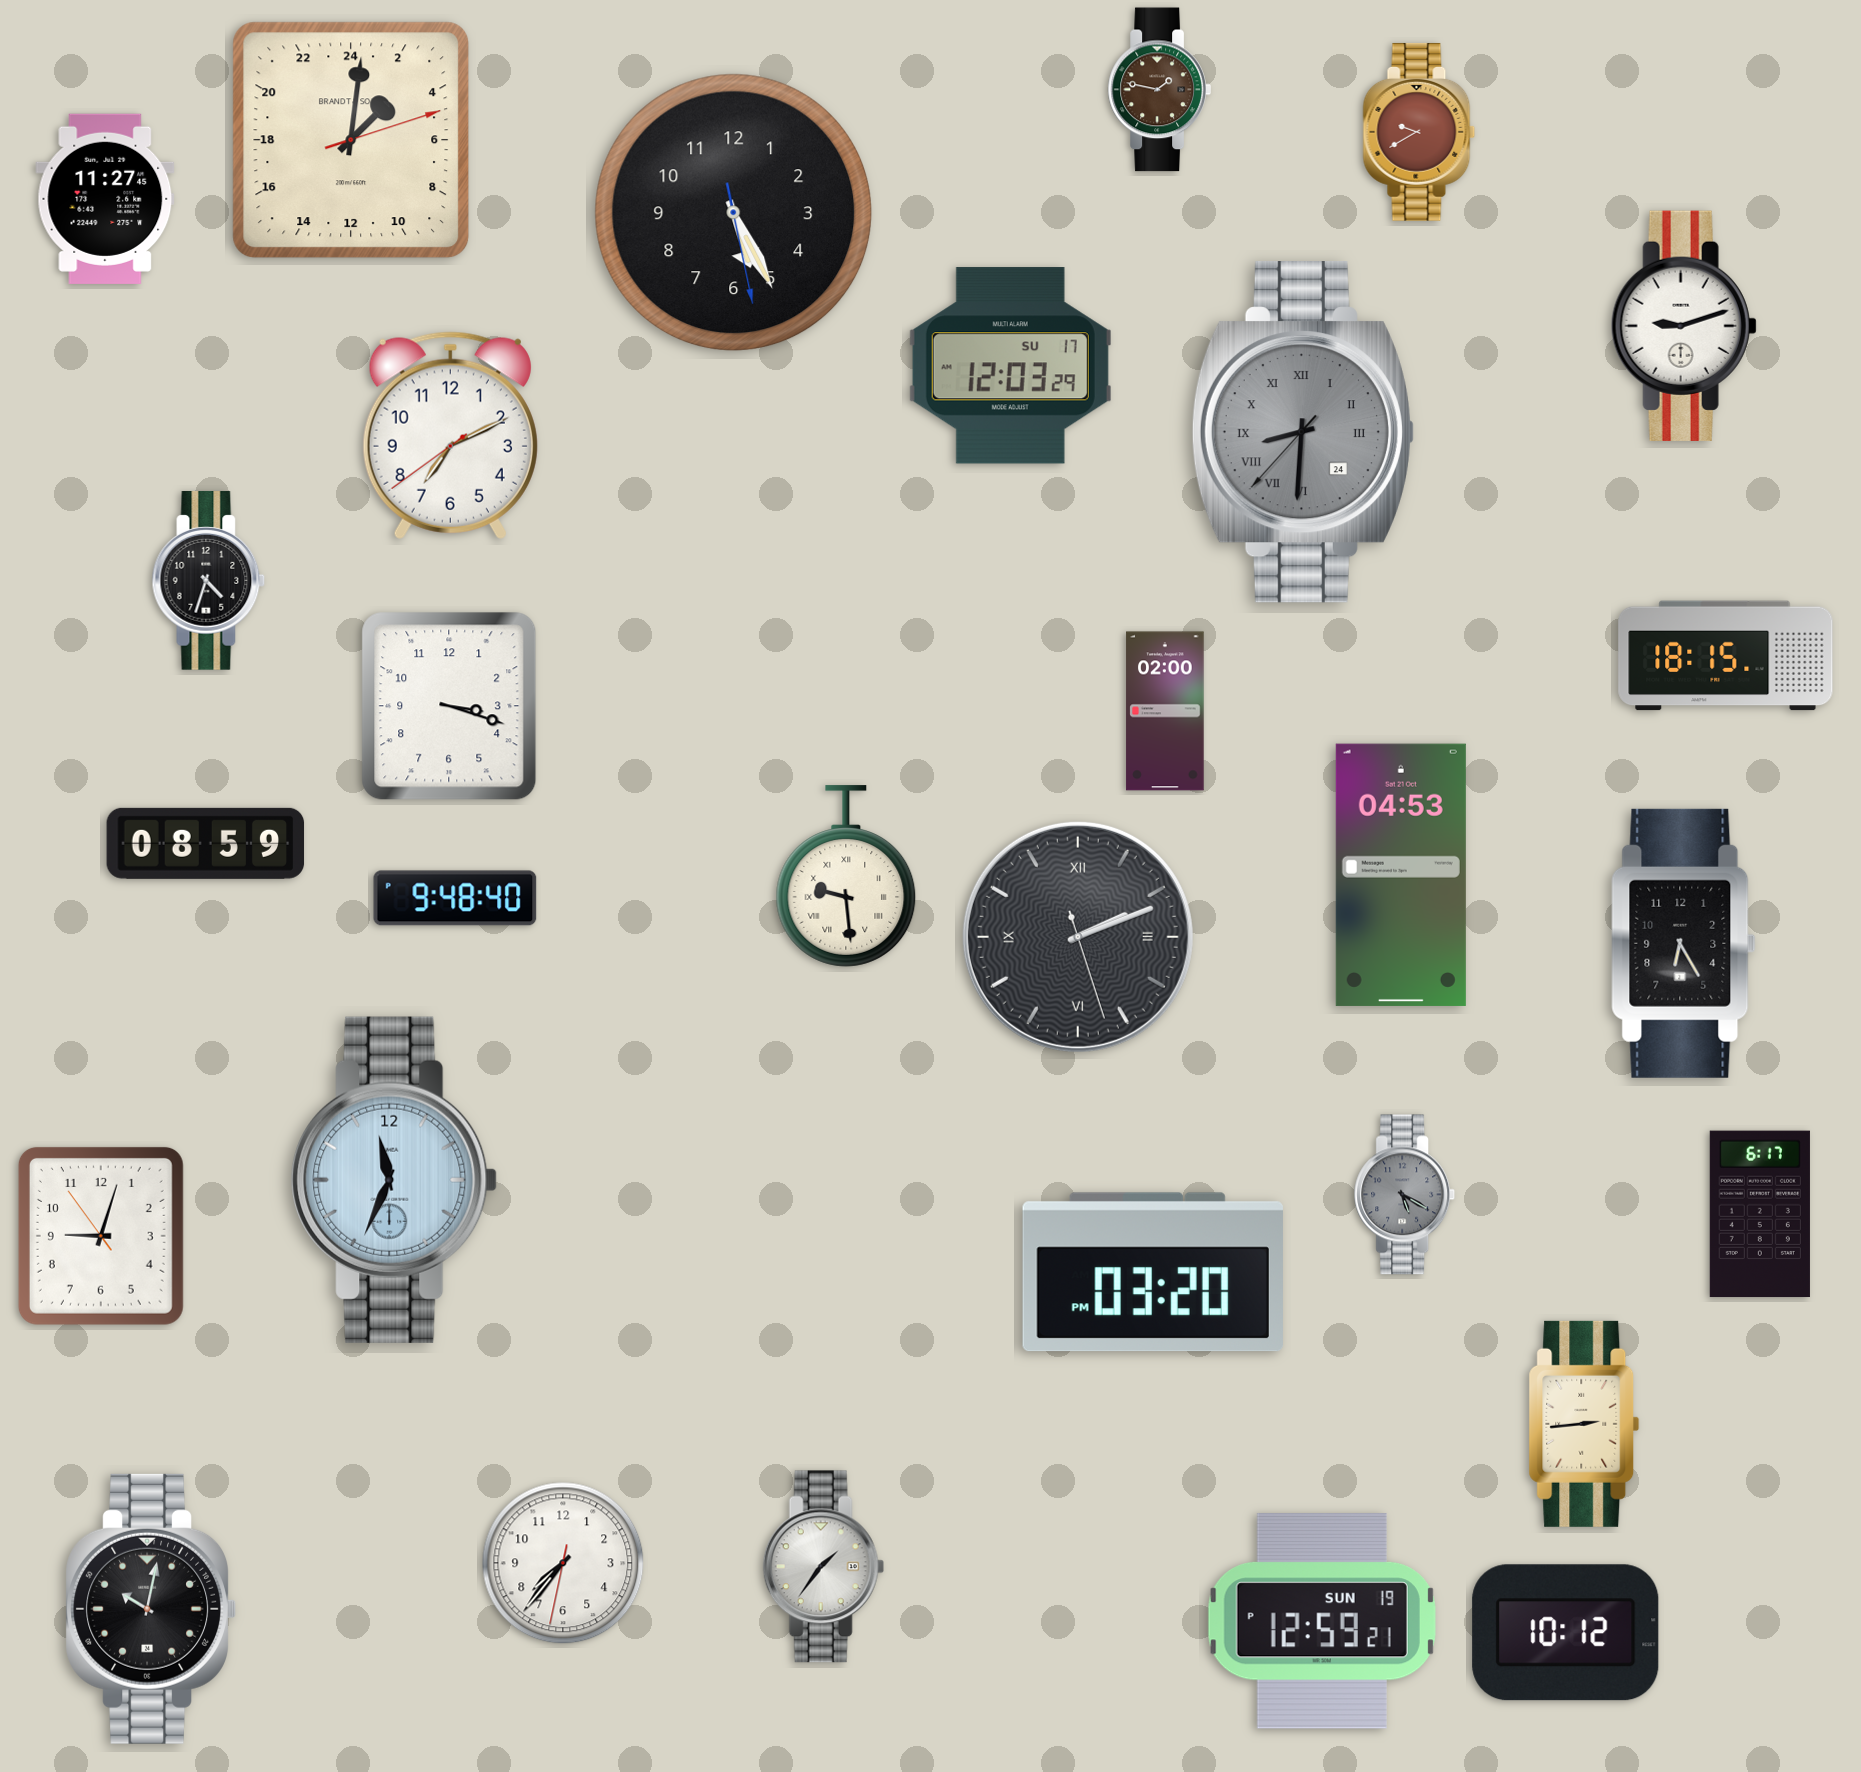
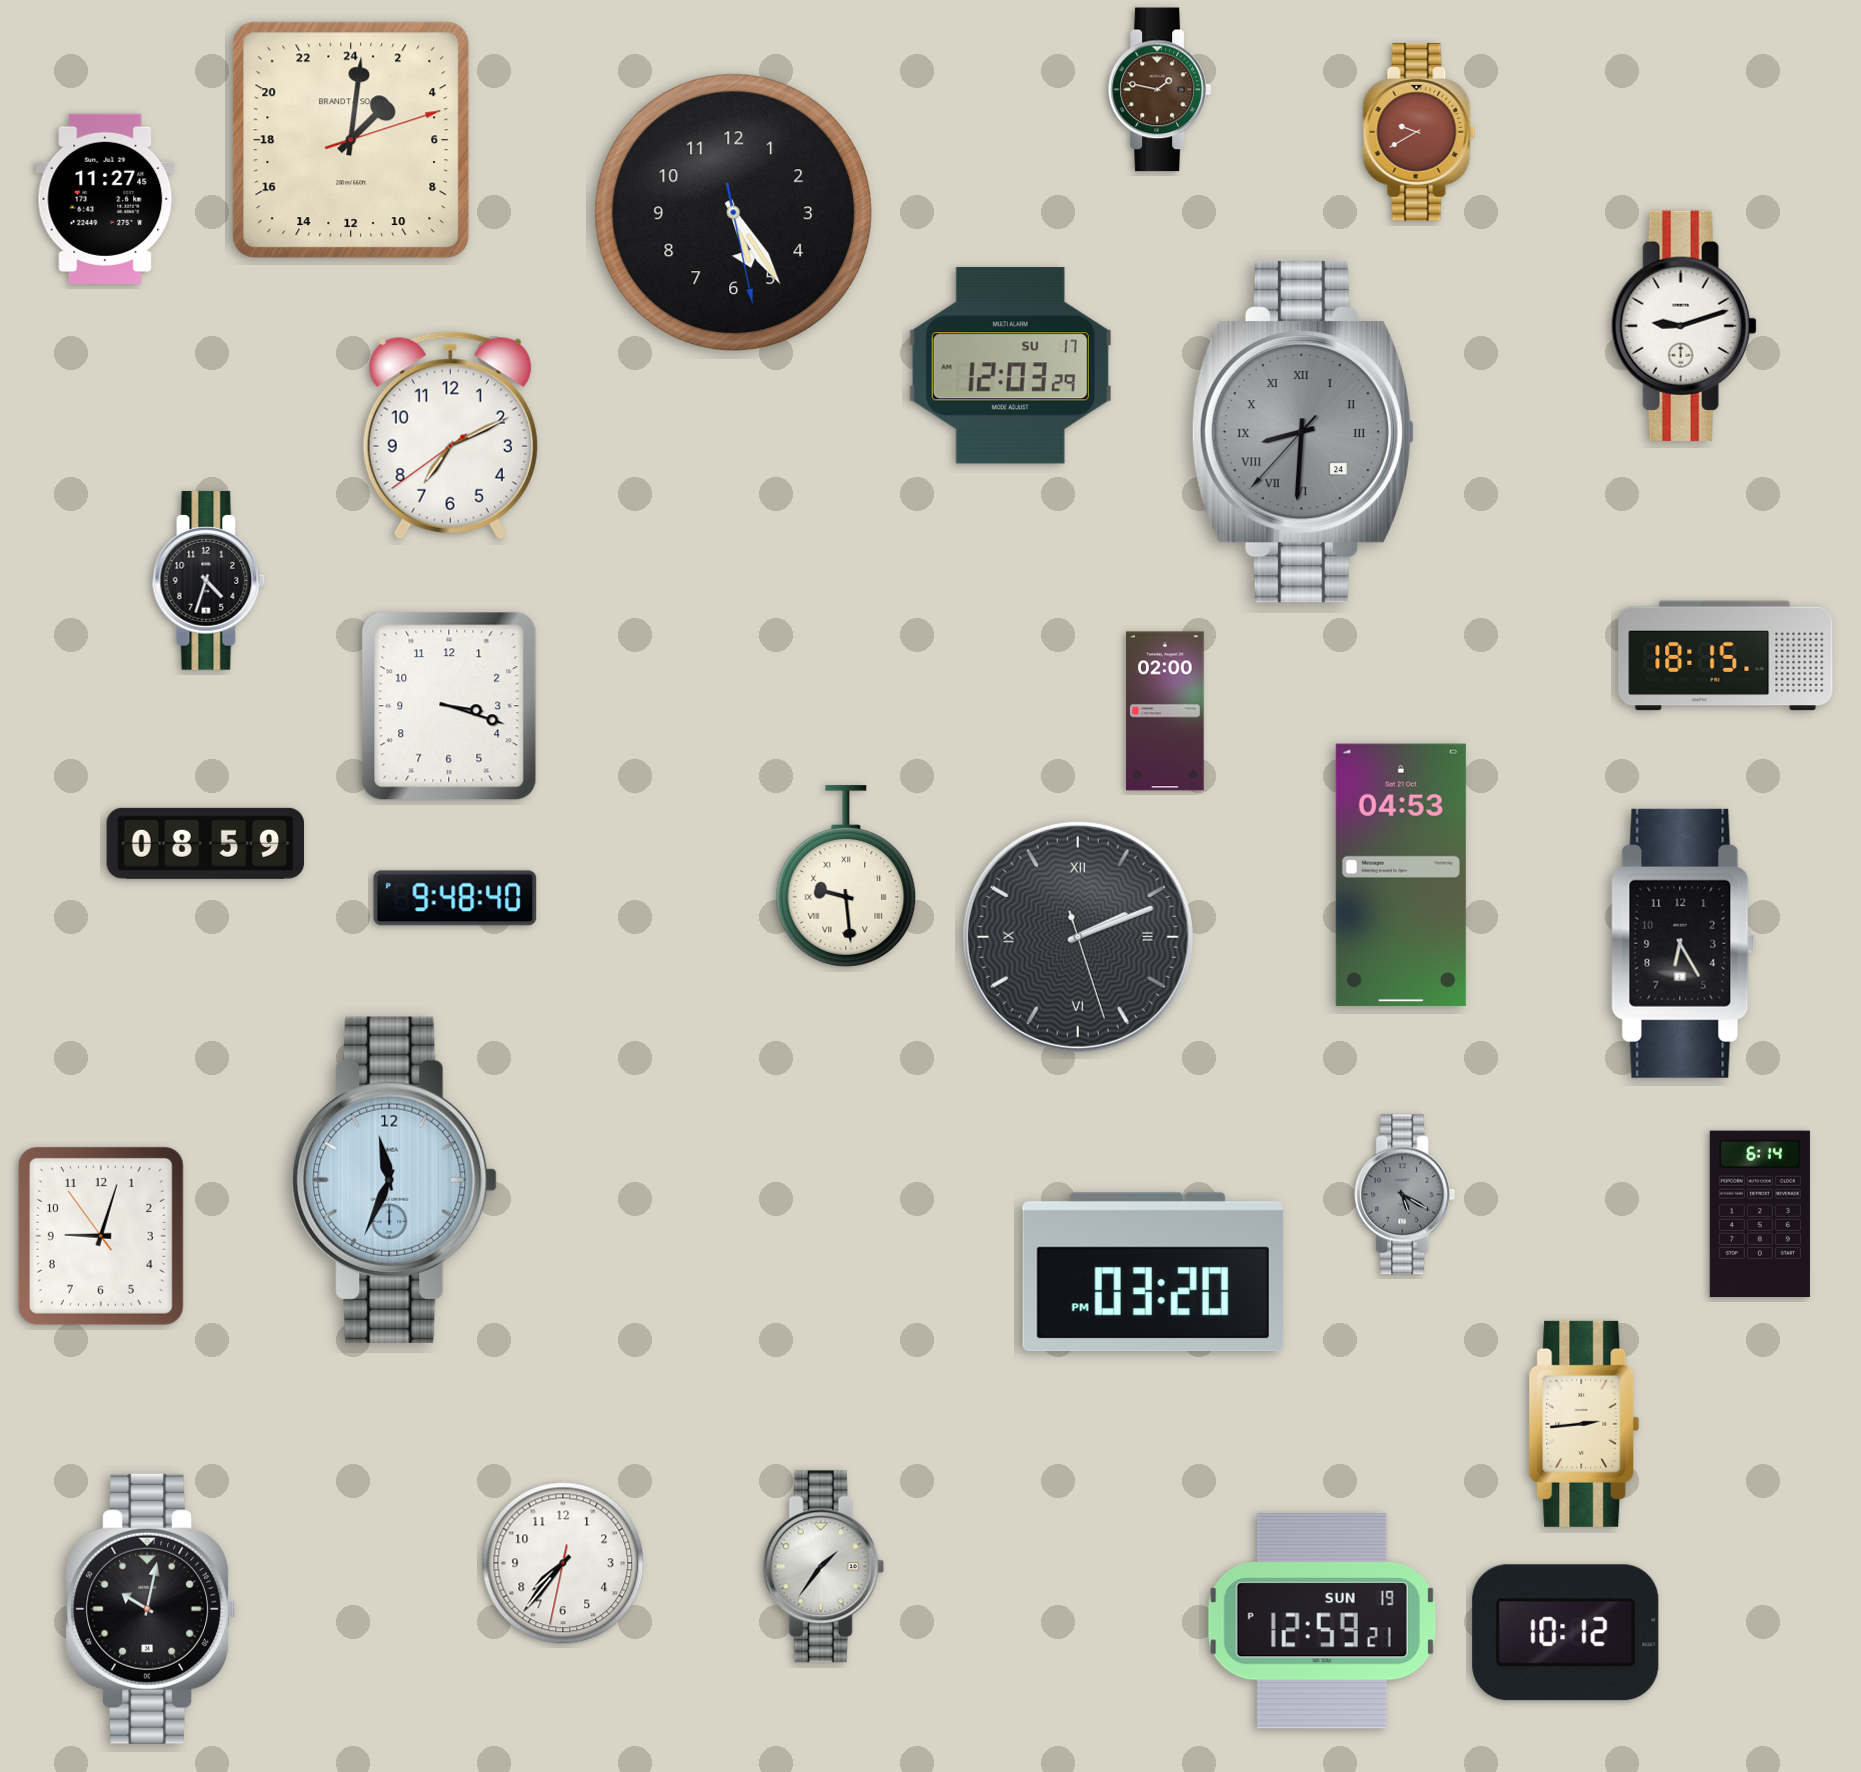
clock at (734, 213): 5:25 -> 5:24
clock at (1760, 1214): 6:17 -> 6:14
